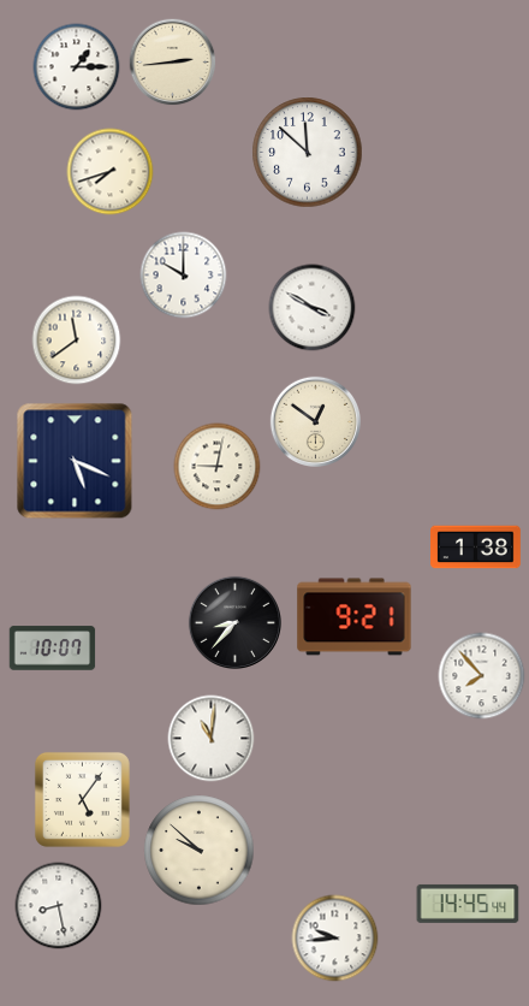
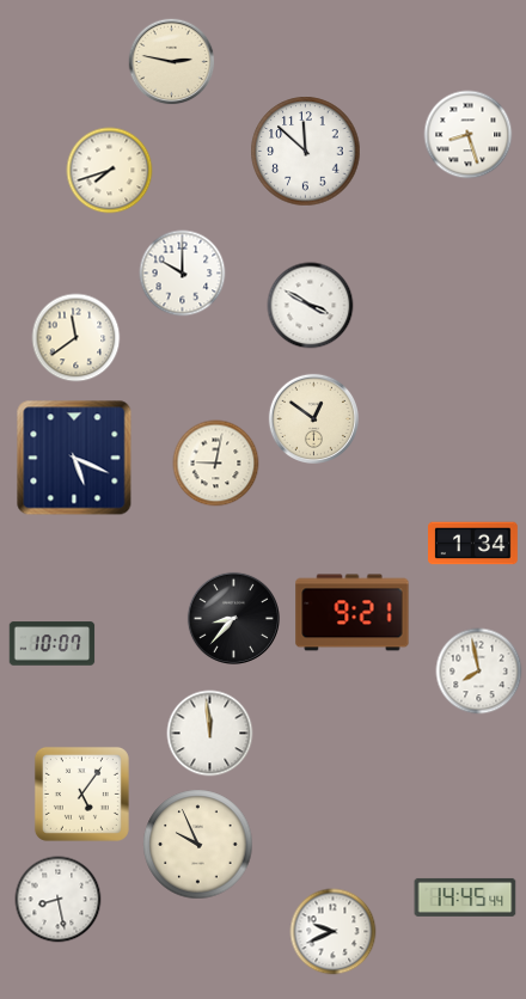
clock at (173, 63): 2:44 -> 2:47
clock at (77, 67): 1:15 -> none
clock at (469, 135): none -> 8:27
clock at (476, 548): 1:38 -> 1:34
clock at (482, 676): 7:53 -> 7:58
clock at (212, 739): 11:01 -> 11:59
clock at (200, 851): 9:52 -> 9:56
clock at (335, 939): 9:44 -> 9:41
